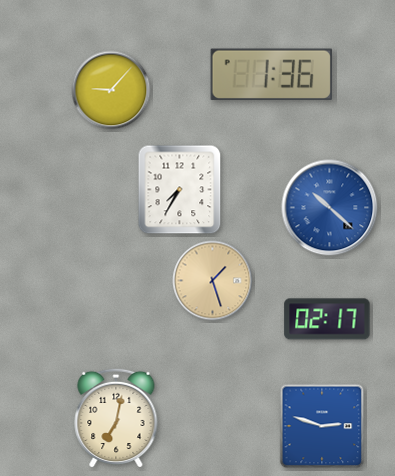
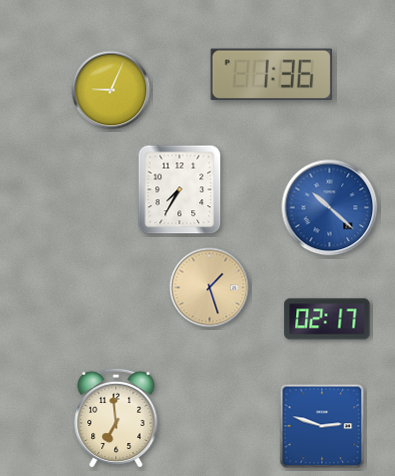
clock at (111, 90): 9:07 -> 9:04
clock at (213, 281) position: (213, 281) -> (210, 288)
clock at (116, 418): 7:02 -> 6:59
